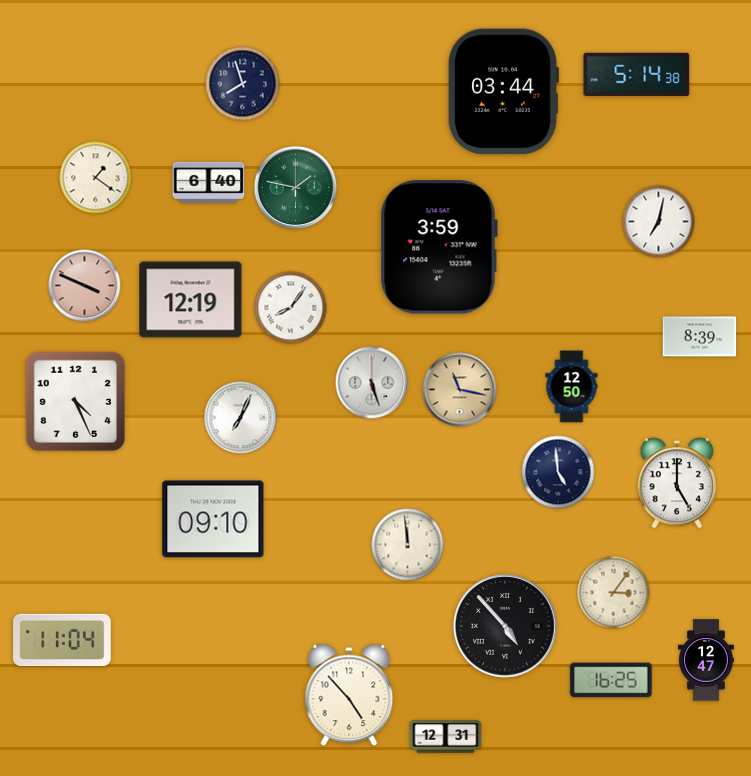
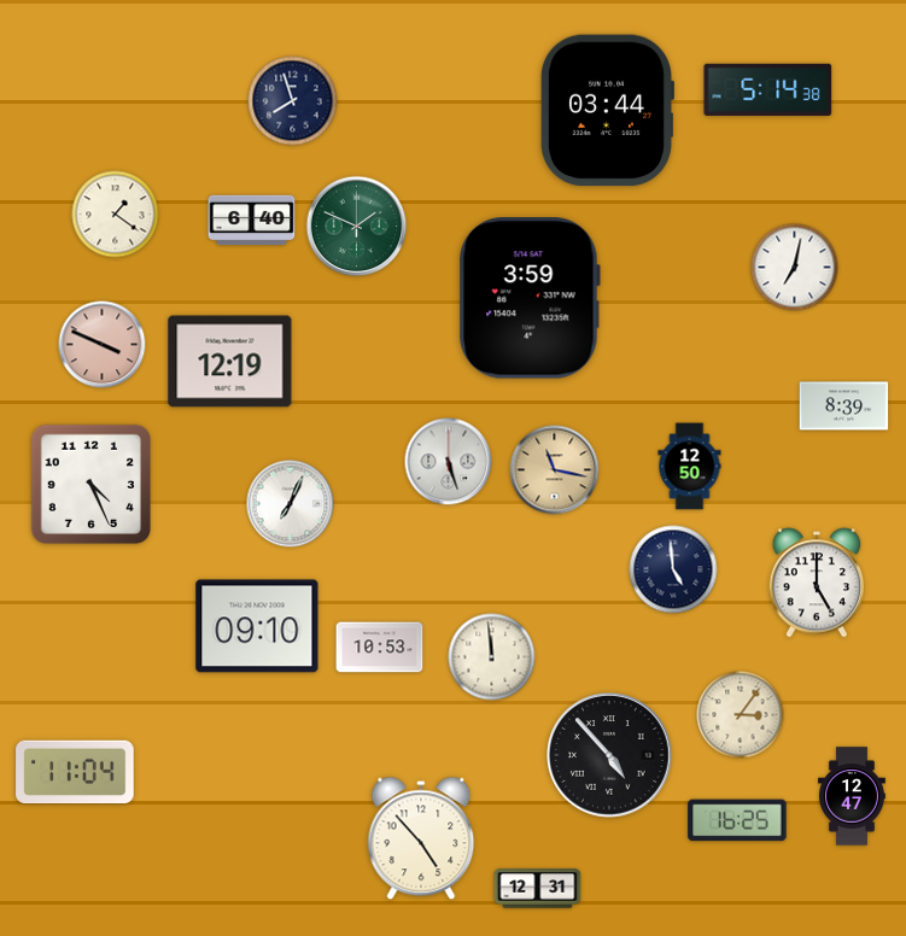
clock at (296, 188): 1:47 -> 1:49
clock at (291, 308): 8:06 -> none
clock at (380, 648): none -> 10:53
